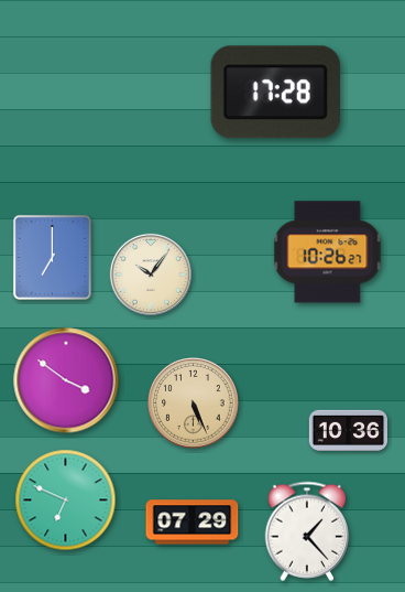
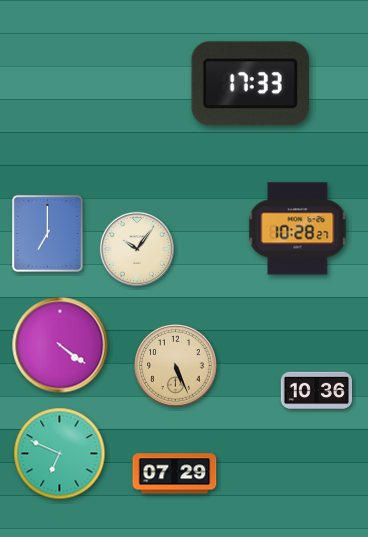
clock at (275, 93): 17:28 -> 17:33
clock at (328, 252): 10:26 -> 10:28
clock at (66, 380): 3:51 -> 4:21
clock at (307, 531): 1:23 -> none
